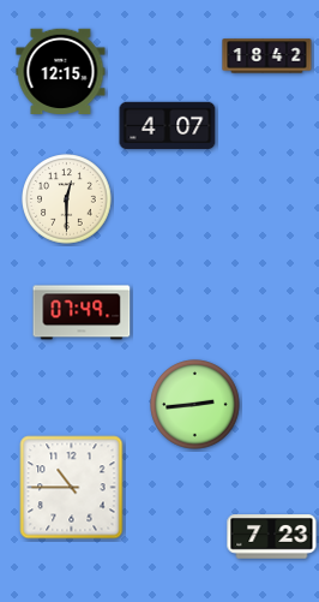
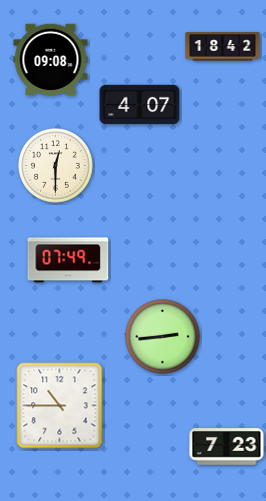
clock at (61, 71): 12:15 -> 09:08
